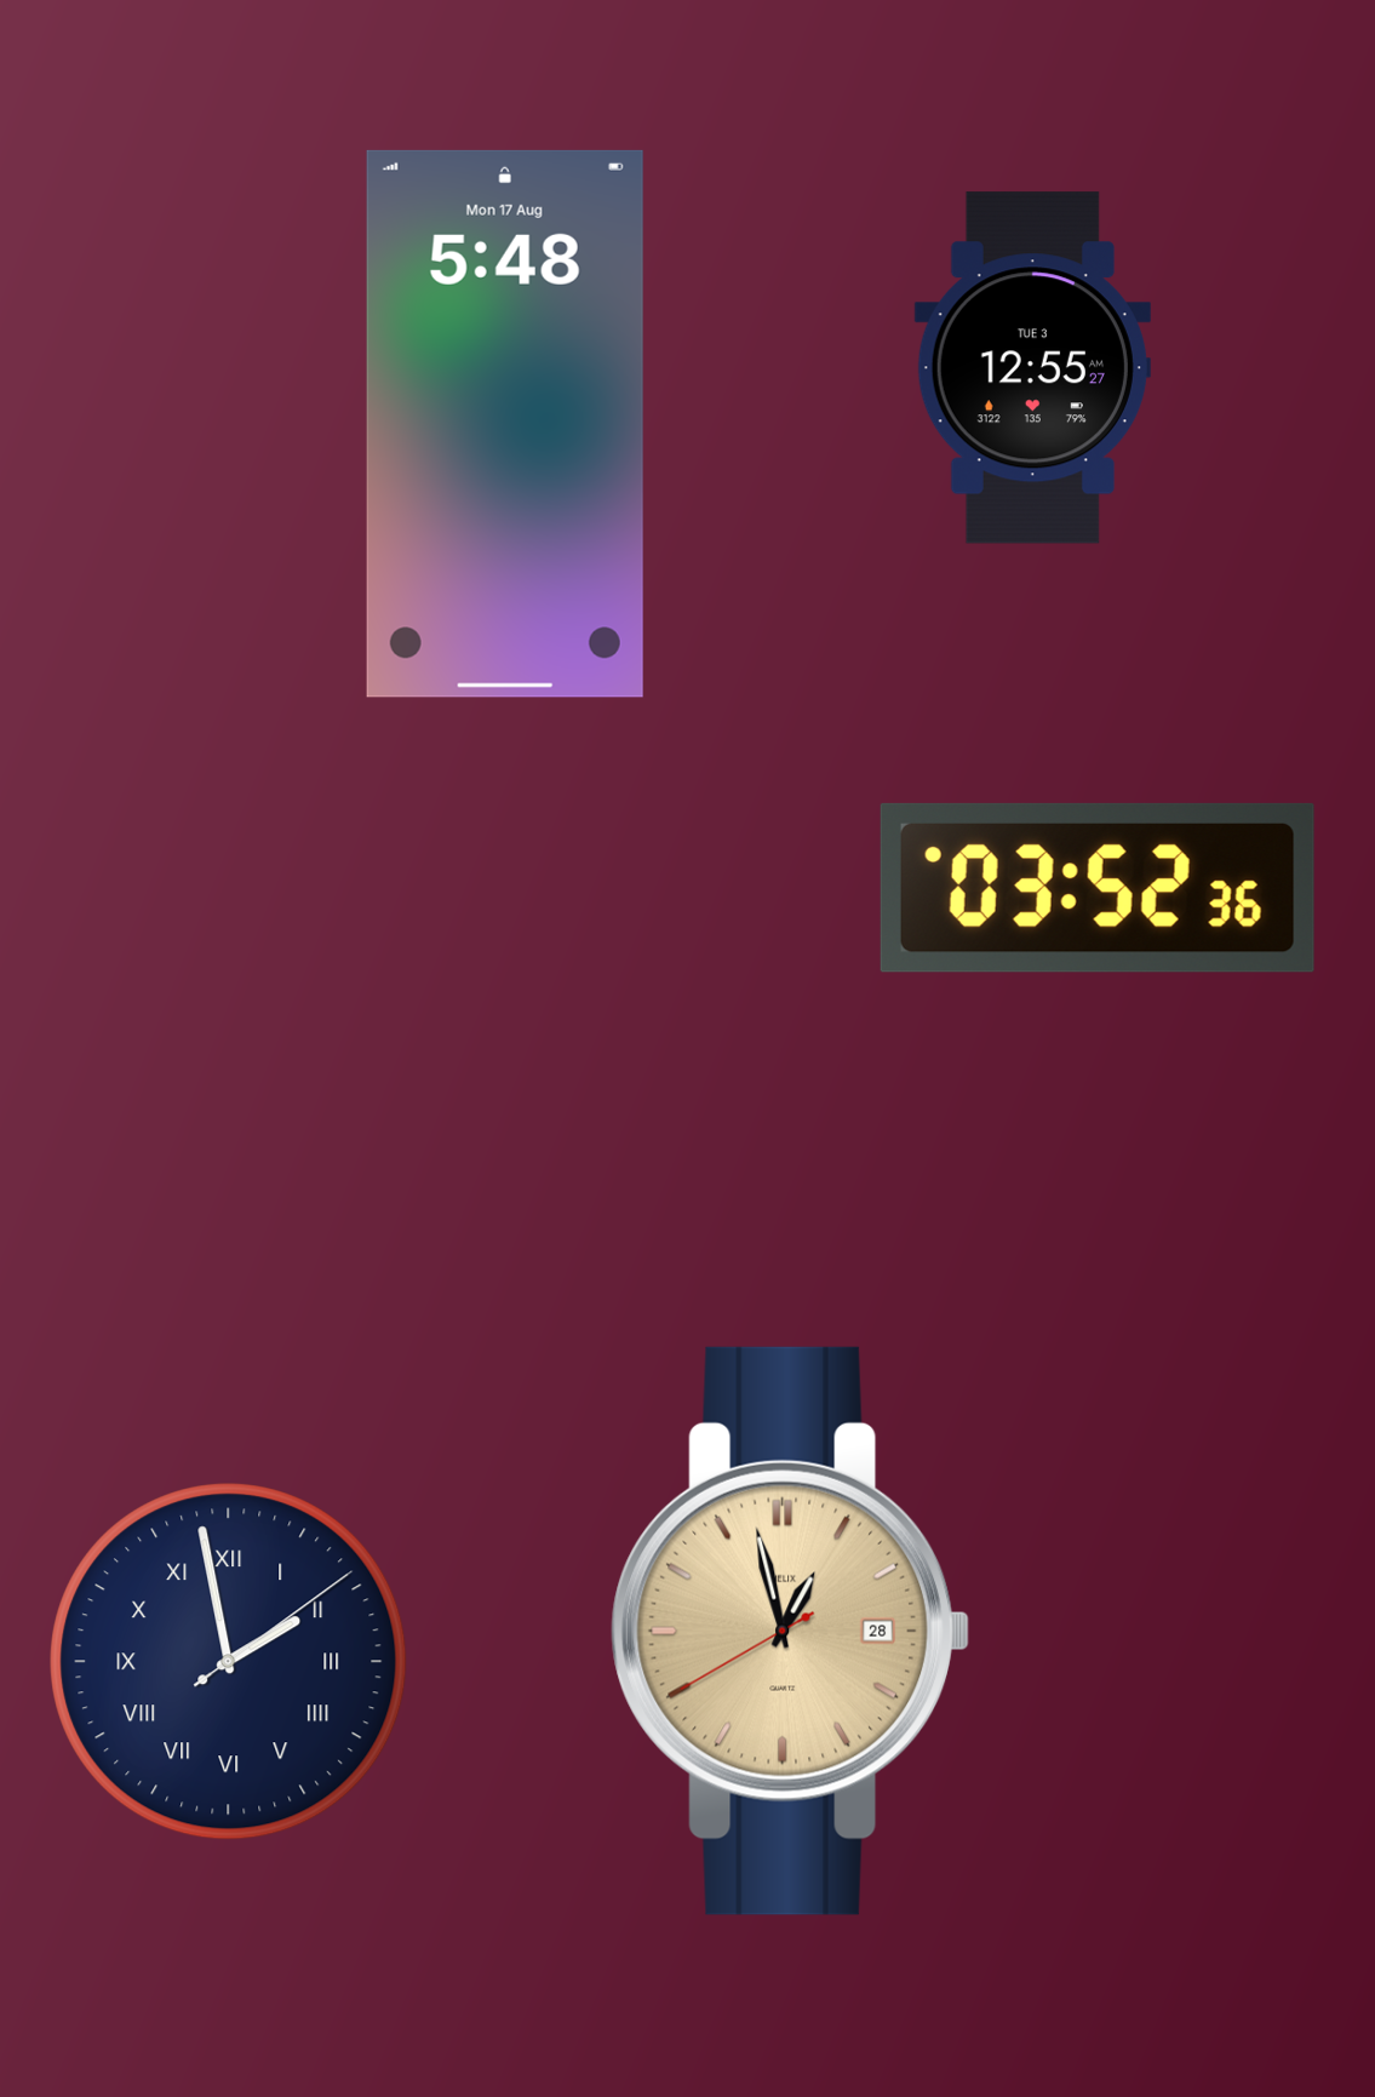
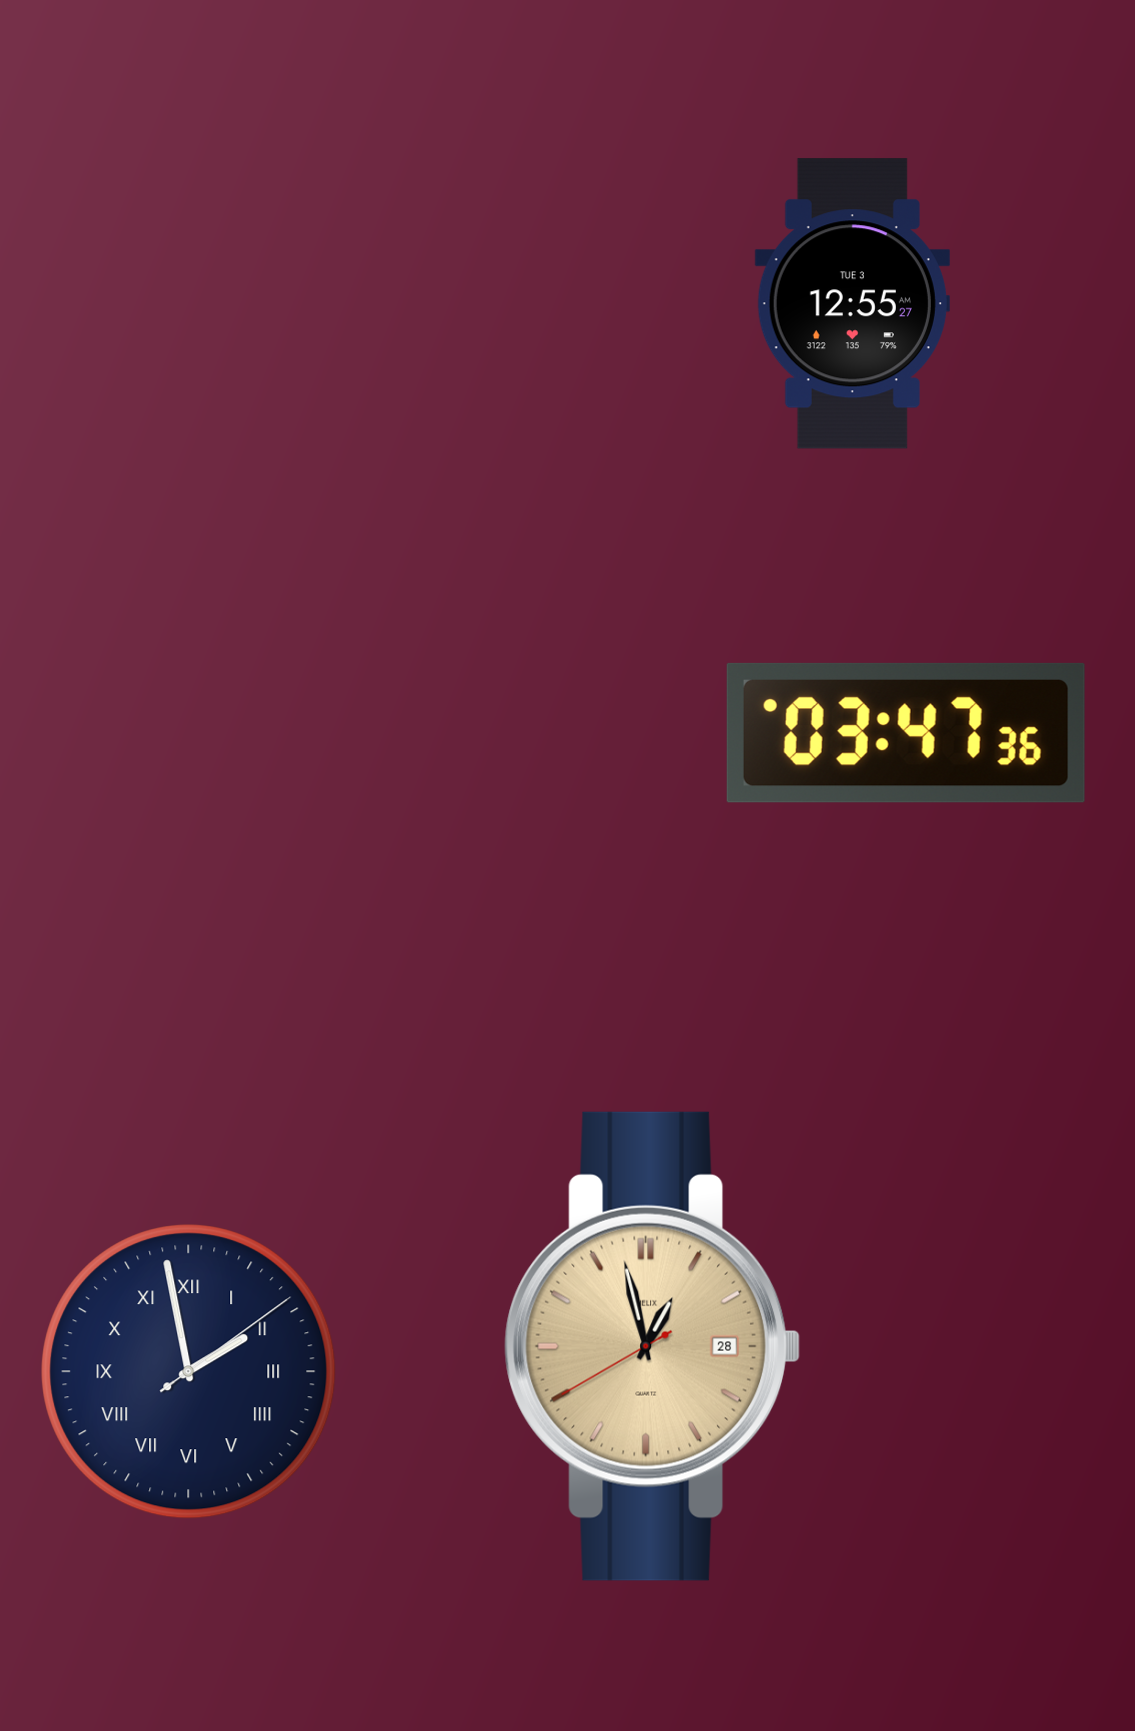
clock at (505, 424): 5:48 -> none
clock at (1098, 888): 03:52 -> 03:47
